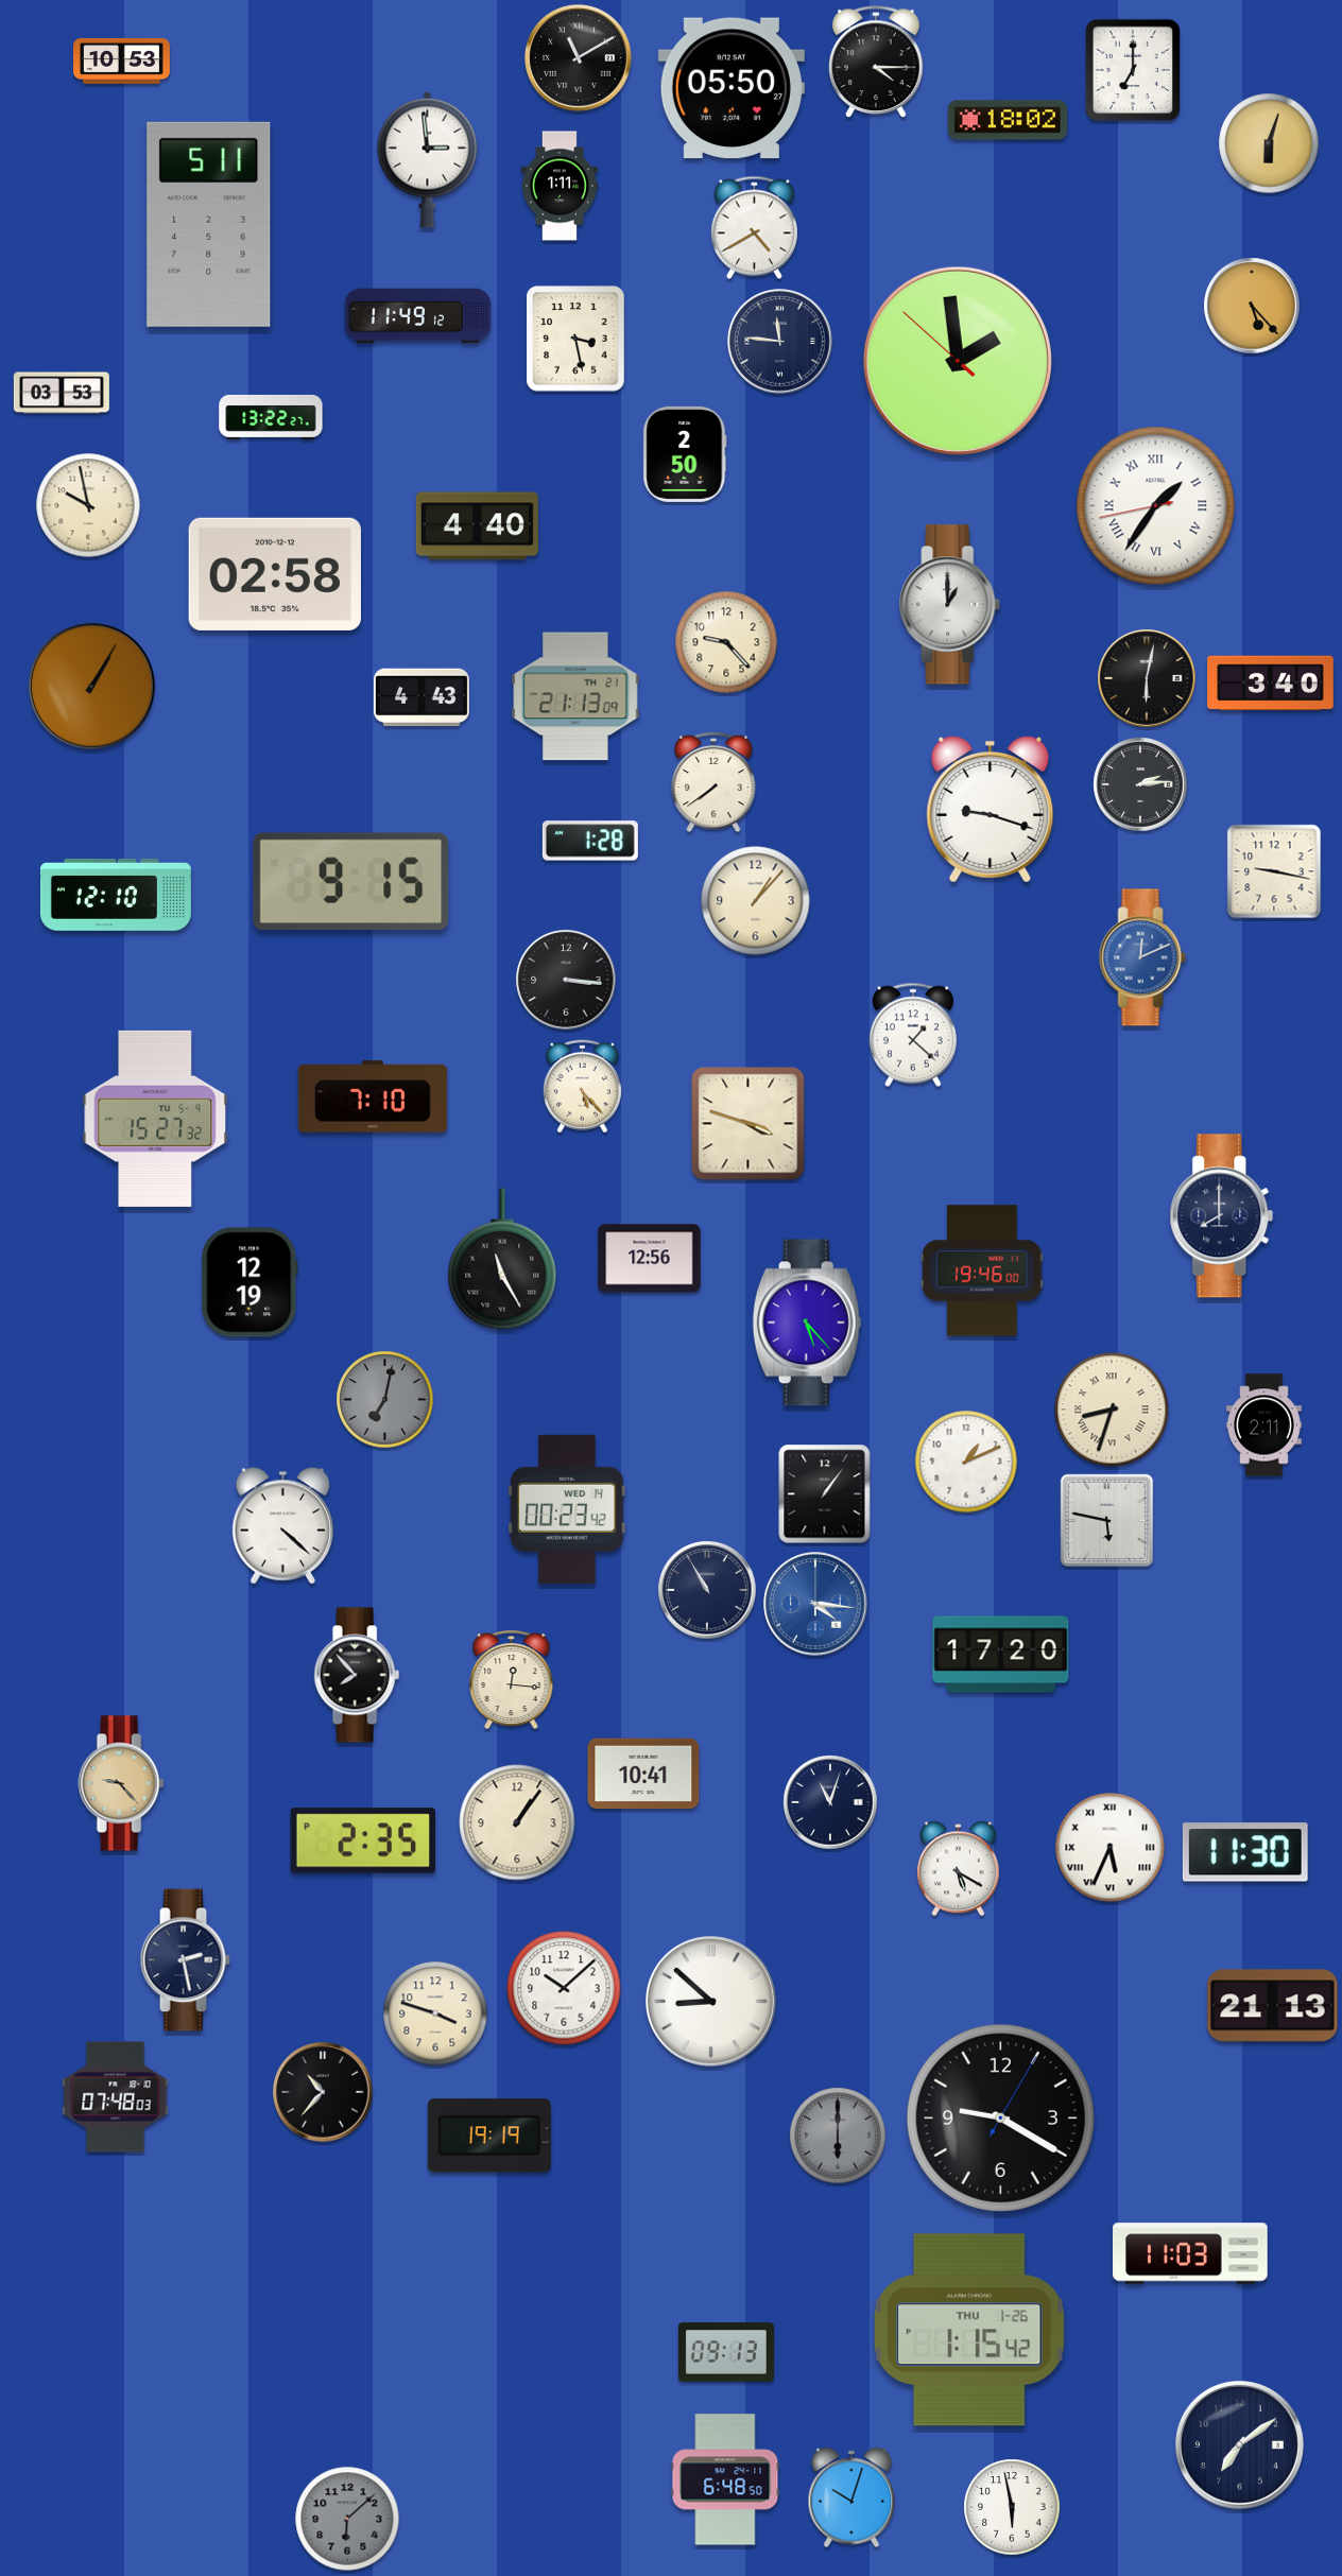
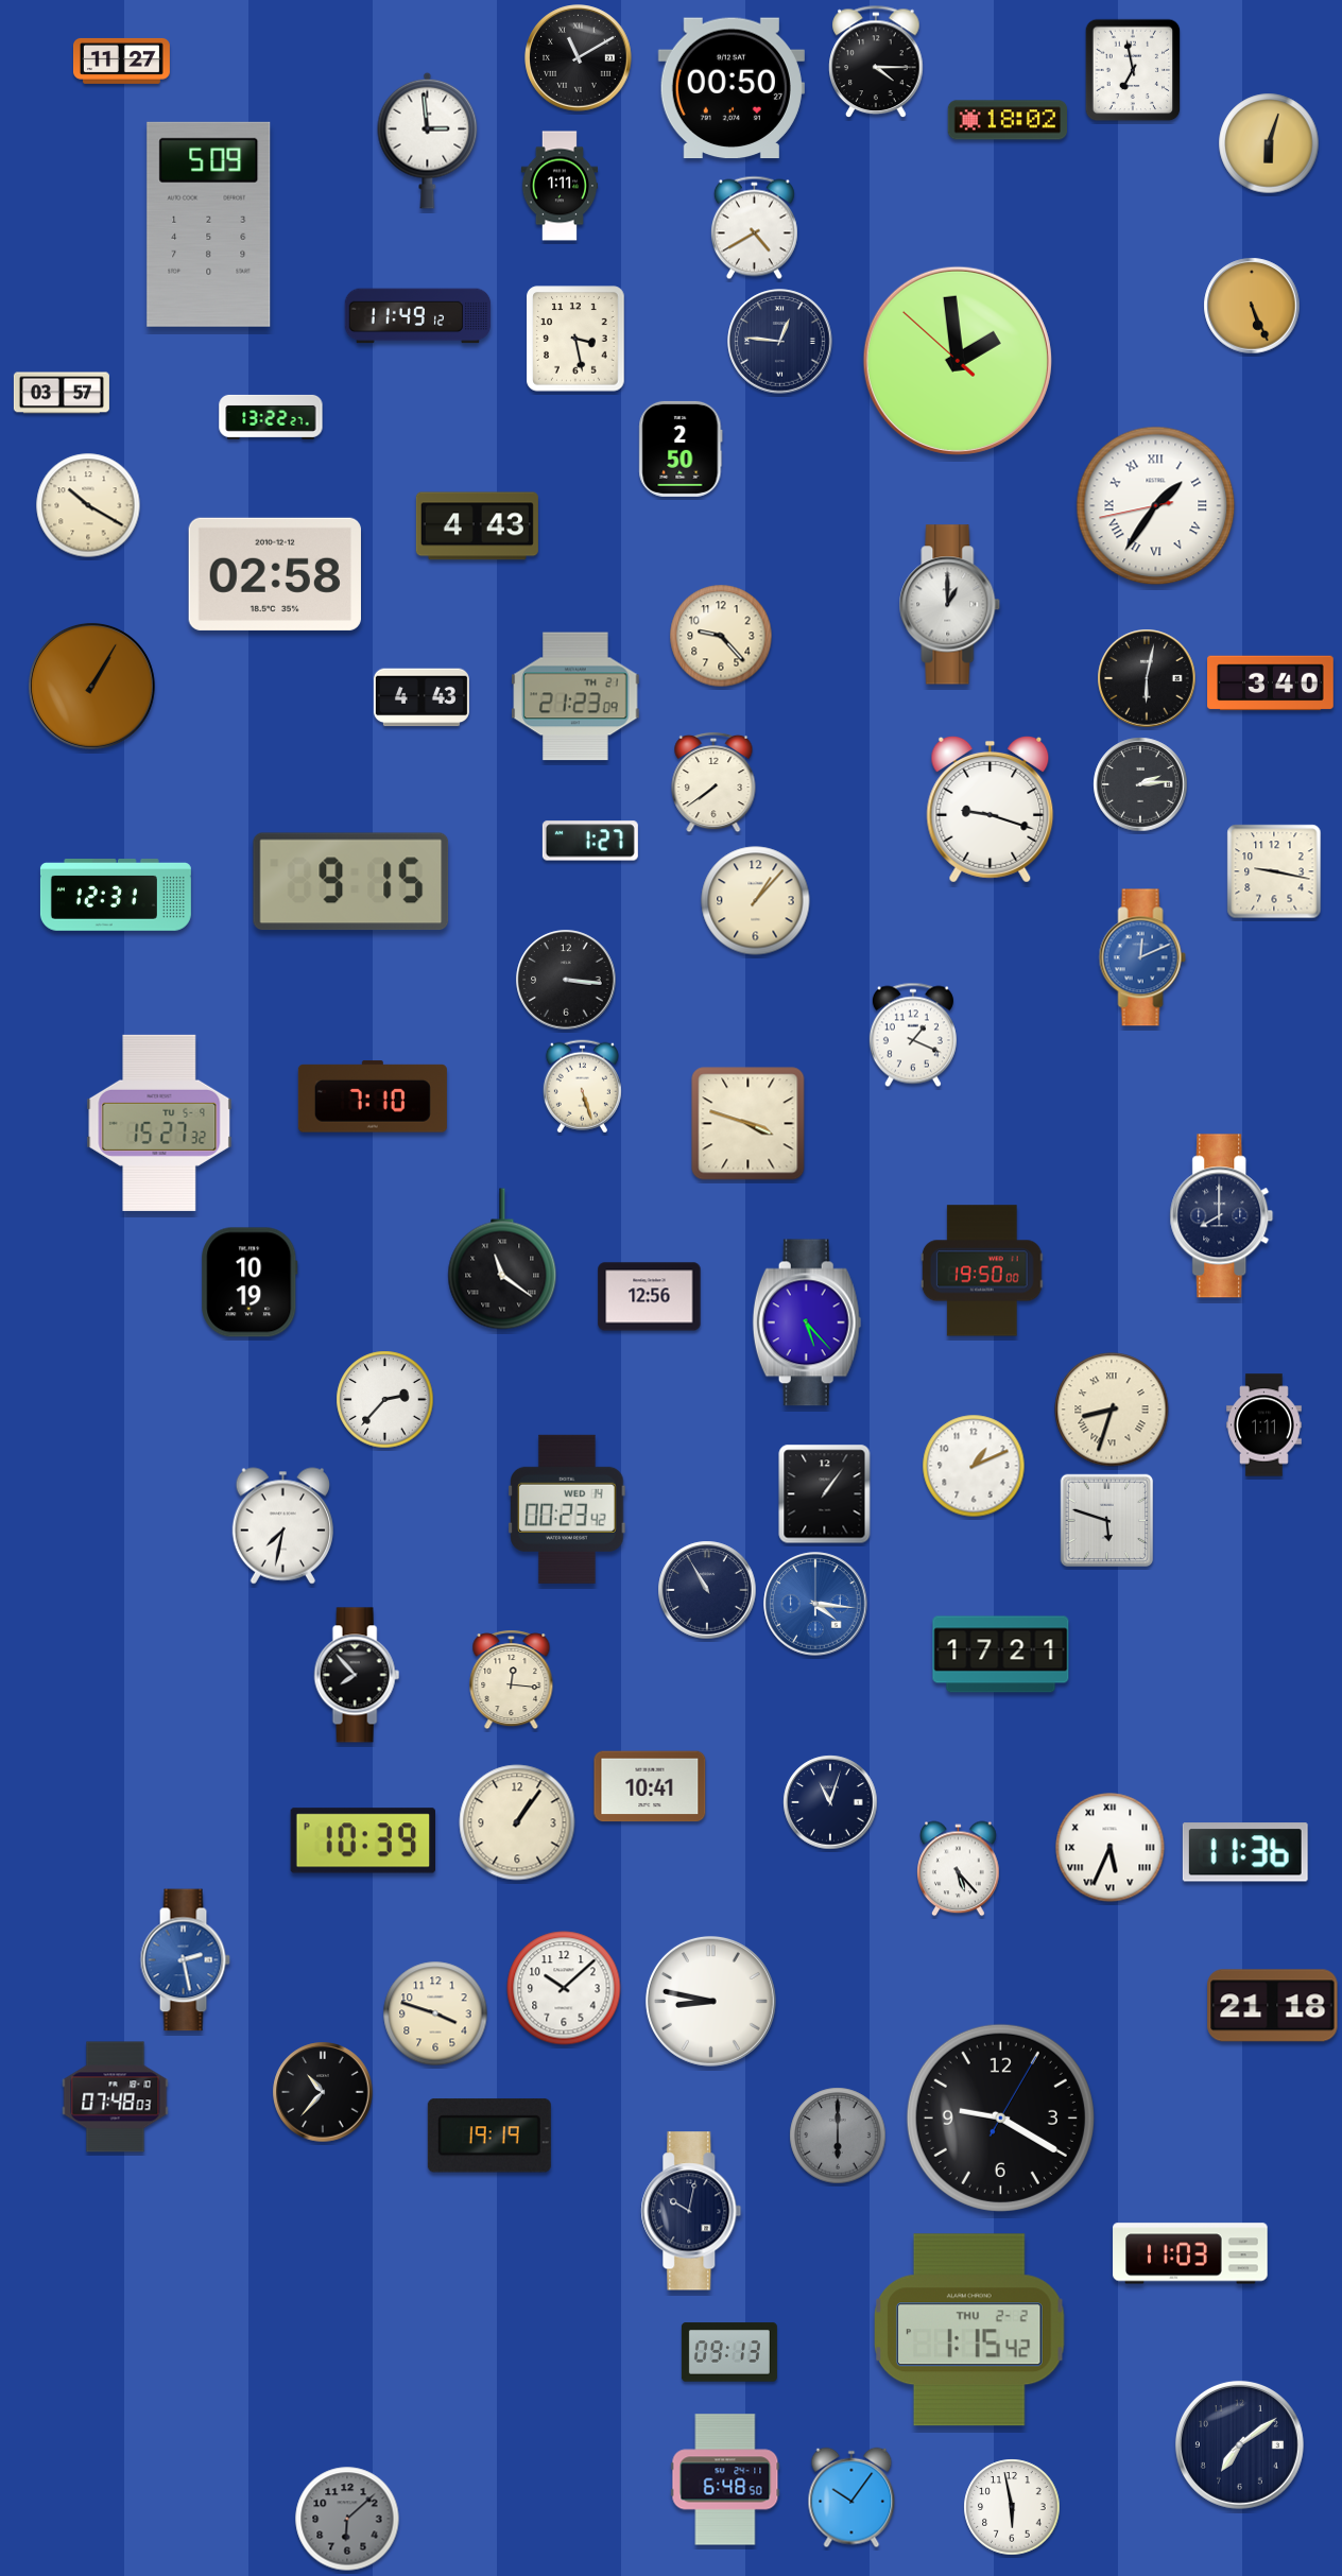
clock at (121, 60): 10:53 -> 11:27
clock at (1133, 70): 7:00 -> 6:58
clock at (732, 88): 05:50 -> 00:50
clock at (428, 159) position: (428, 159) -> (428, 140)
clock at (209, 224): 5:11 -> 5:09
clock at (1252, 306): 5:23 -> 5:26
clock at (780, 342): 11:46 -> 12:46
clock at (62, 393): 03:53 -> 03:57
clock at (685, 454) position: (685, 454) -> (681, 449)
clock at (88, 505): 9:58 -> 10:20
clock at (477, 526): 4:40 -> 4:43
clock at (726, 642) position: (726, 642) -> (721, 636)
clock at (575, 696): 21:13 -> 21:23
clock at (590, 841): 1:28 -> 1:27
clock at (116, 896): 12:10 -> 12:31
clock at (913, 1035): 1:22 -> 1:19
clock at (582, 1087): 5:23 -> 5:27
clock at (155, 1119) position: (155, 1119) -> (159, 1123)
clock at (502, 1259): 11:25 -> 11:21
clock at (650, 1259) position: (650, 1259) -> (650, 1297)
clock at (982, 1270): 19:46 -> 19:50
clock at (250, 1282): 12:19 -> 10:19
clock at (385, 1400): 7:02 -> 2:37
clock at (385, 1400) dial: grey -> white
clock at (1264, 1425): 2:11 -> 1:11
clock at (966, 1462) position: (966, 1462) -> (974, 1466)
clock at (1107, 1521): 5:47 -> 5:48
clock at (282, 1526): 4:22 -> 7:32
clock at (1001, 1655): 17:20 -> 17:21
clock at (643, 1774) position: (643, 1774) -> (650, 1786)
clock at (121, 1783): 9:23 -> none
clock at (362, 1840): 2:35 -> 10:39
clock at (1245, 1852): 11:30 -> 11:36
clock at (959, 1869): 5:20 -> 5:23
clock at (185, 1960) dial: navy -> blue
clock at (710, 2001): 8:52 -> 8:47
clock at (1273, 2006): 21:13 -> 21:18
clock at (691, 2211): none -> 10:02
clock at (970, 2330) date: THU 1-26 -> THU 2-2
clock at (726, 2352) position: (726, 2352) -> (729, 2352)
clock at (851, 2497): 10:03 -> 10:06
